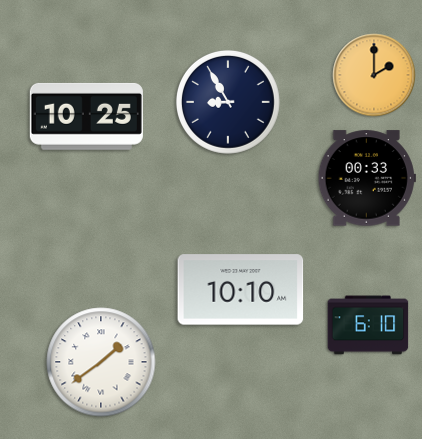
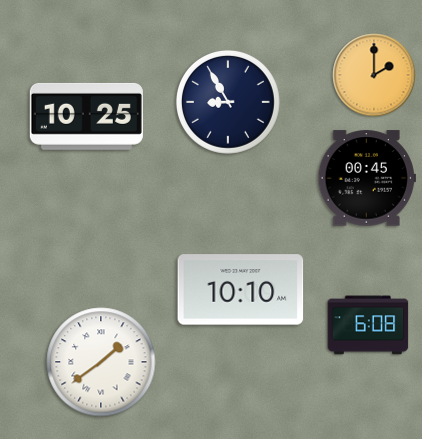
clock at (367, 178): 00:33 -> 00:45
clock at (368, 325): 6:10 -> 6:08
